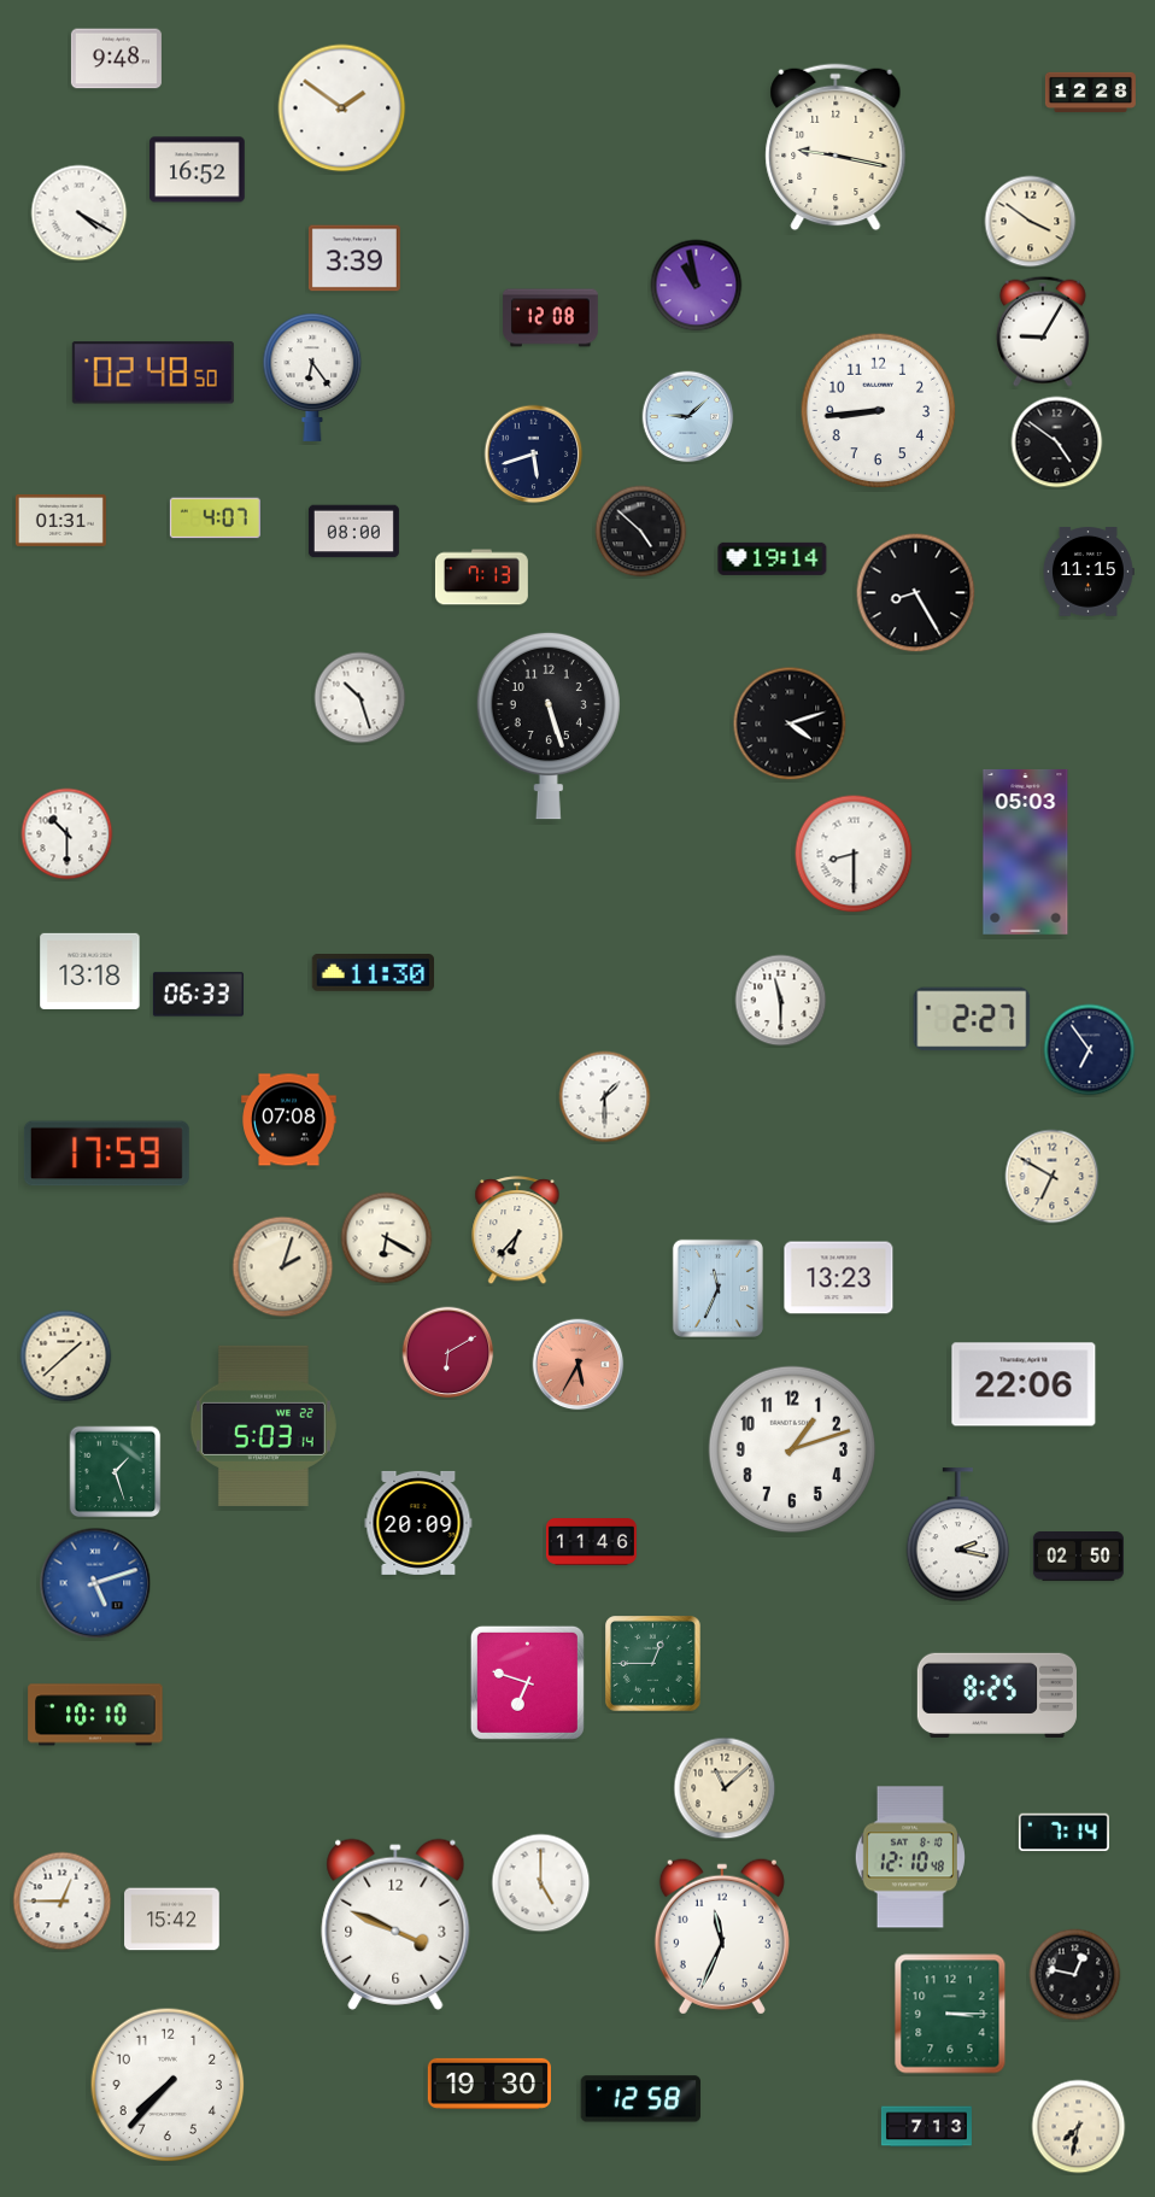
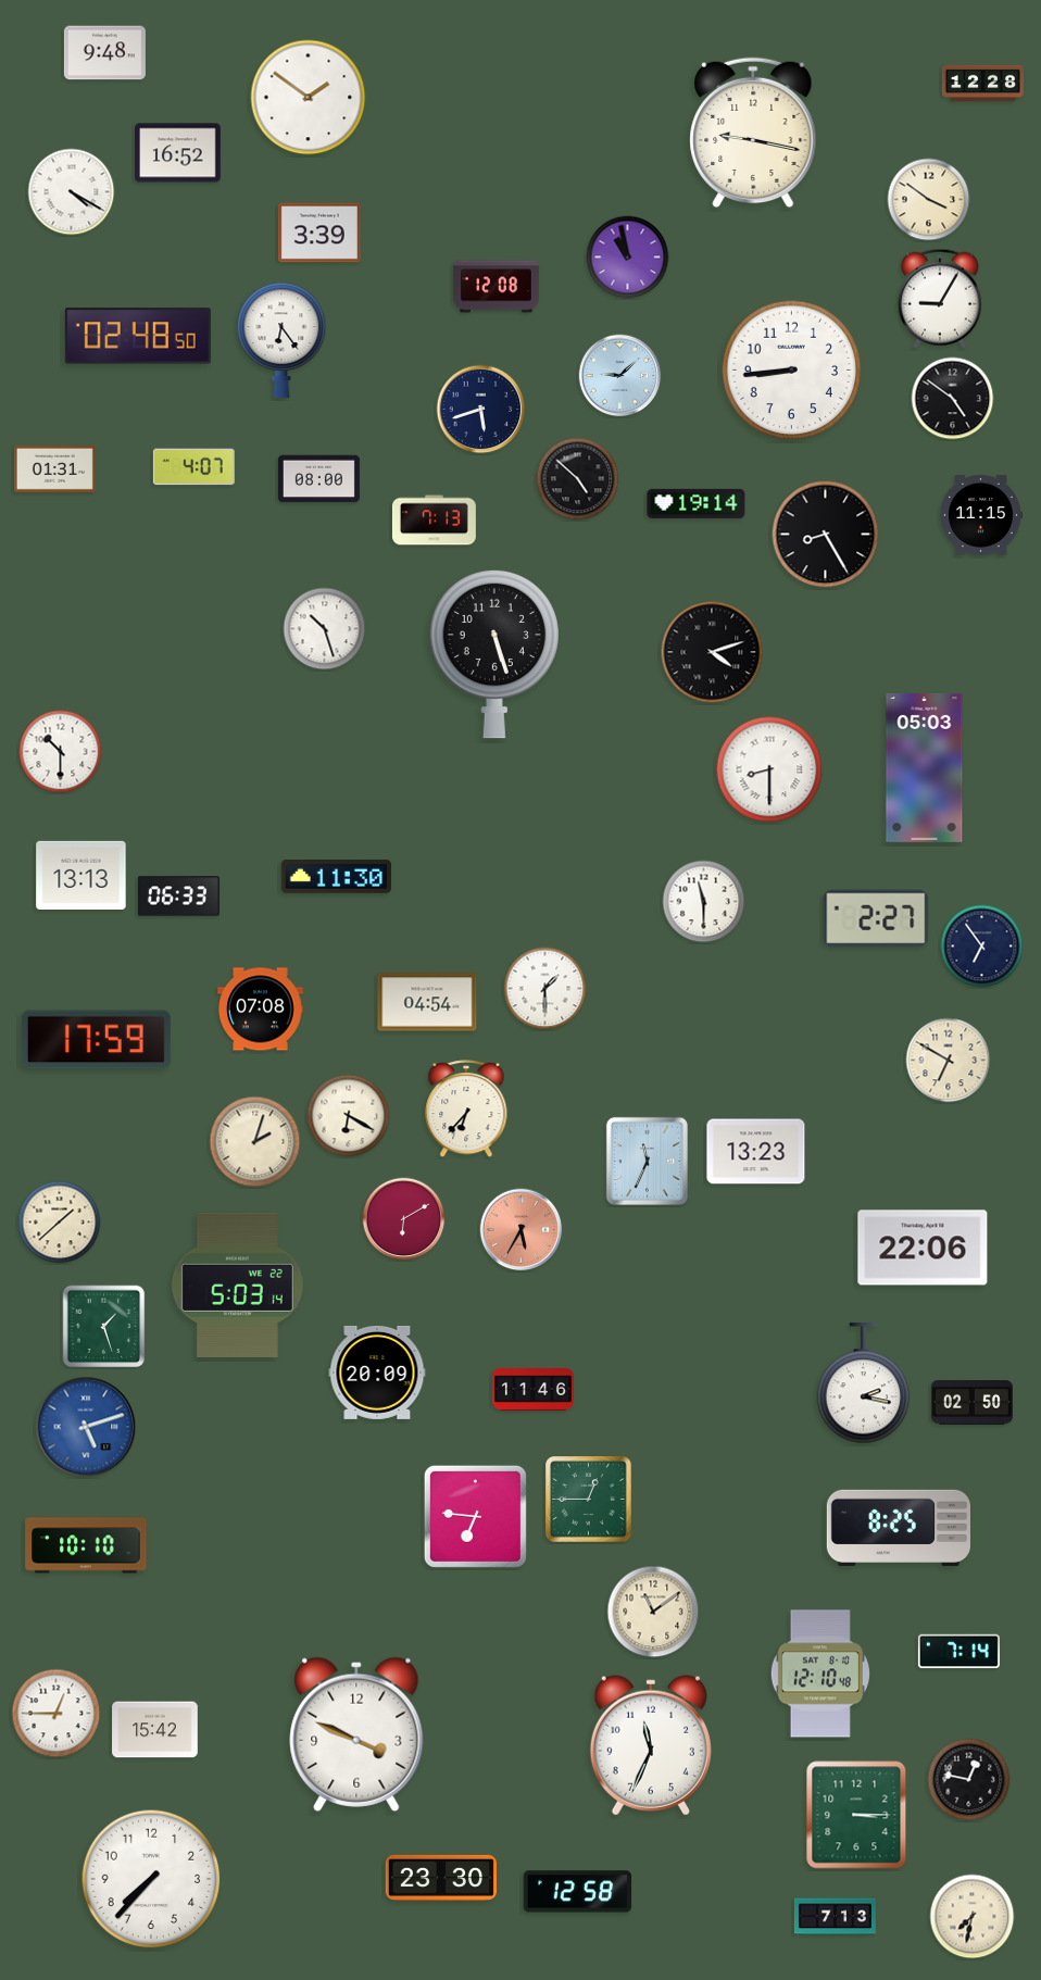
clock at (90, 971): 13:18 -> 13:13
clock at (427, 1002): none -> 04:54
clock at (792, 1449): 1:12 -> none
clock at (527, 1682): 6:48 -> 6:46
clock at (725, 1788): 11:08 -> 11:09
clock at (541, 1883): 5:00 -> none
clock at (489, 2084): 19:30 -> 23:30
